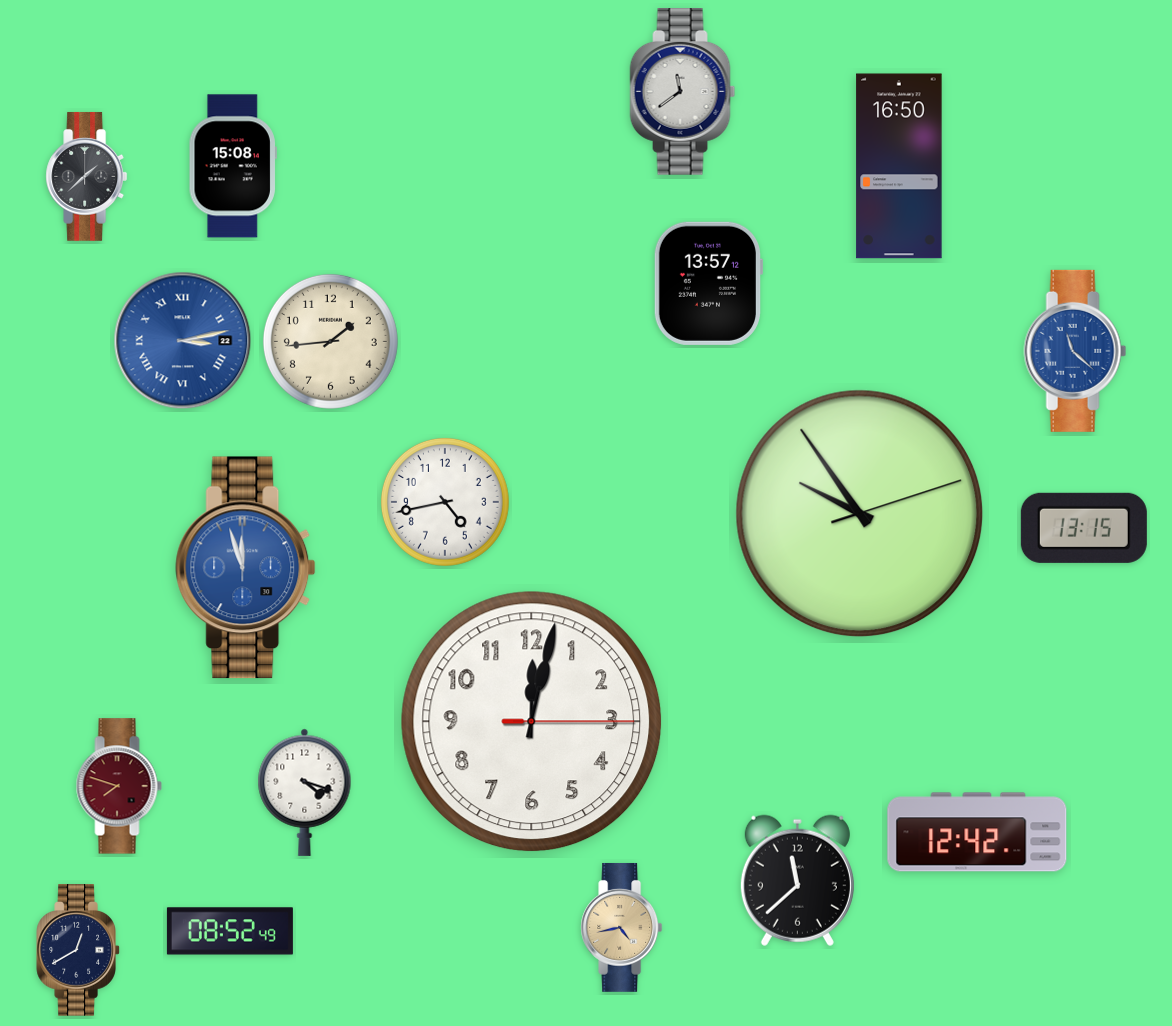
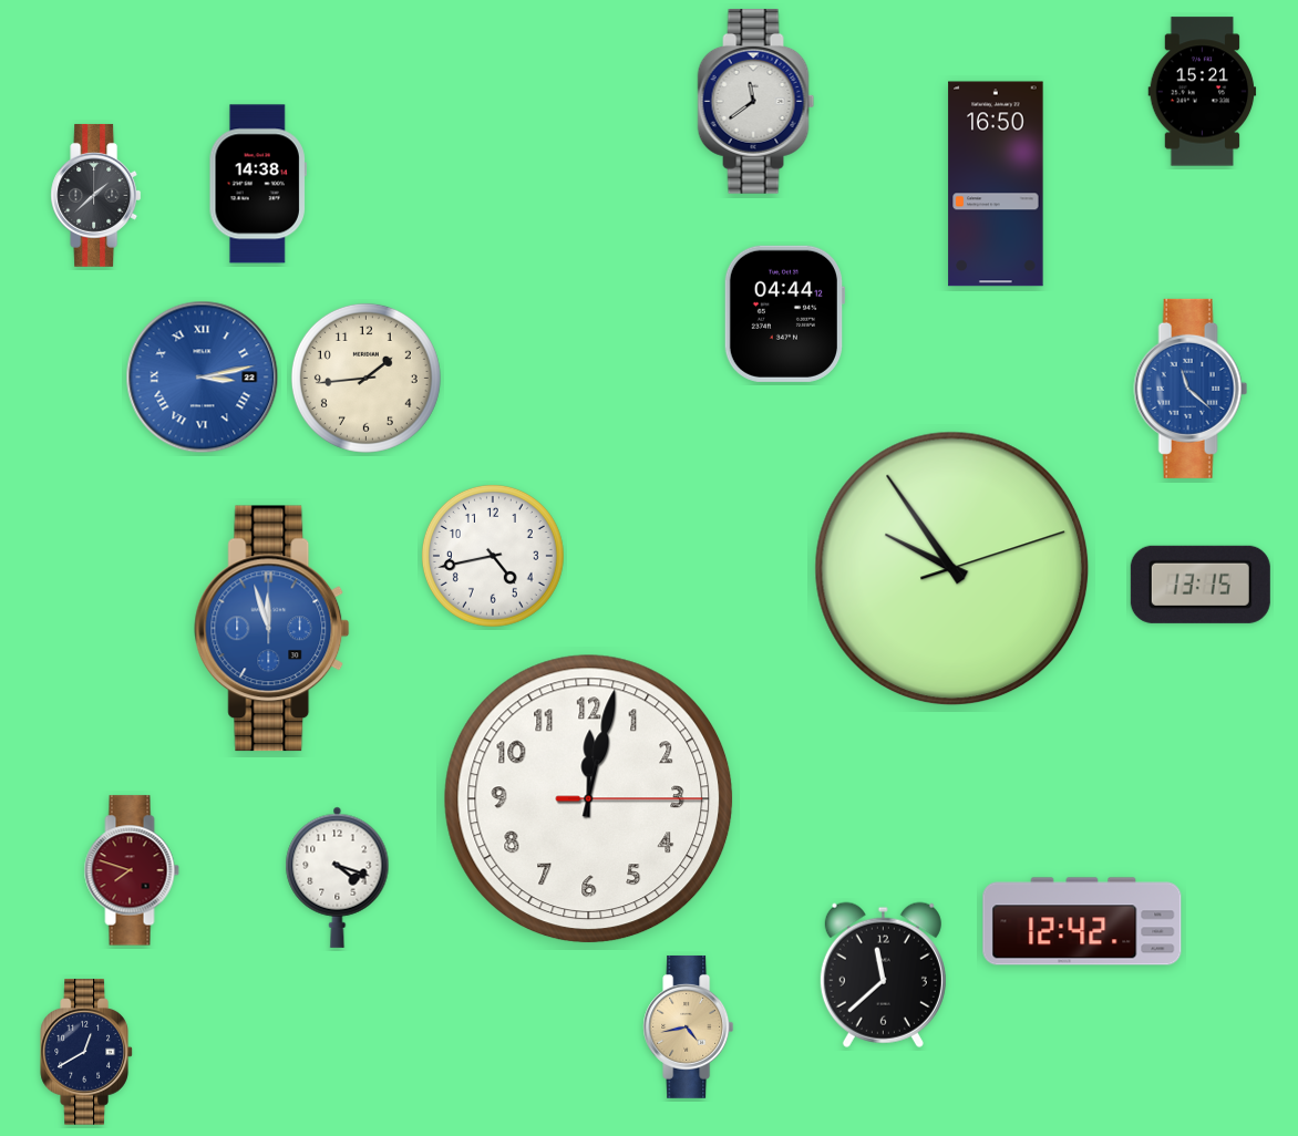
clock at (1203, 92): none -> 15:21
clock at (233, 166): 15:08 -> 14:38
clock at (708, 283): 13:57 -> 04:44
clock at (230, 931): 08:52 -> none
